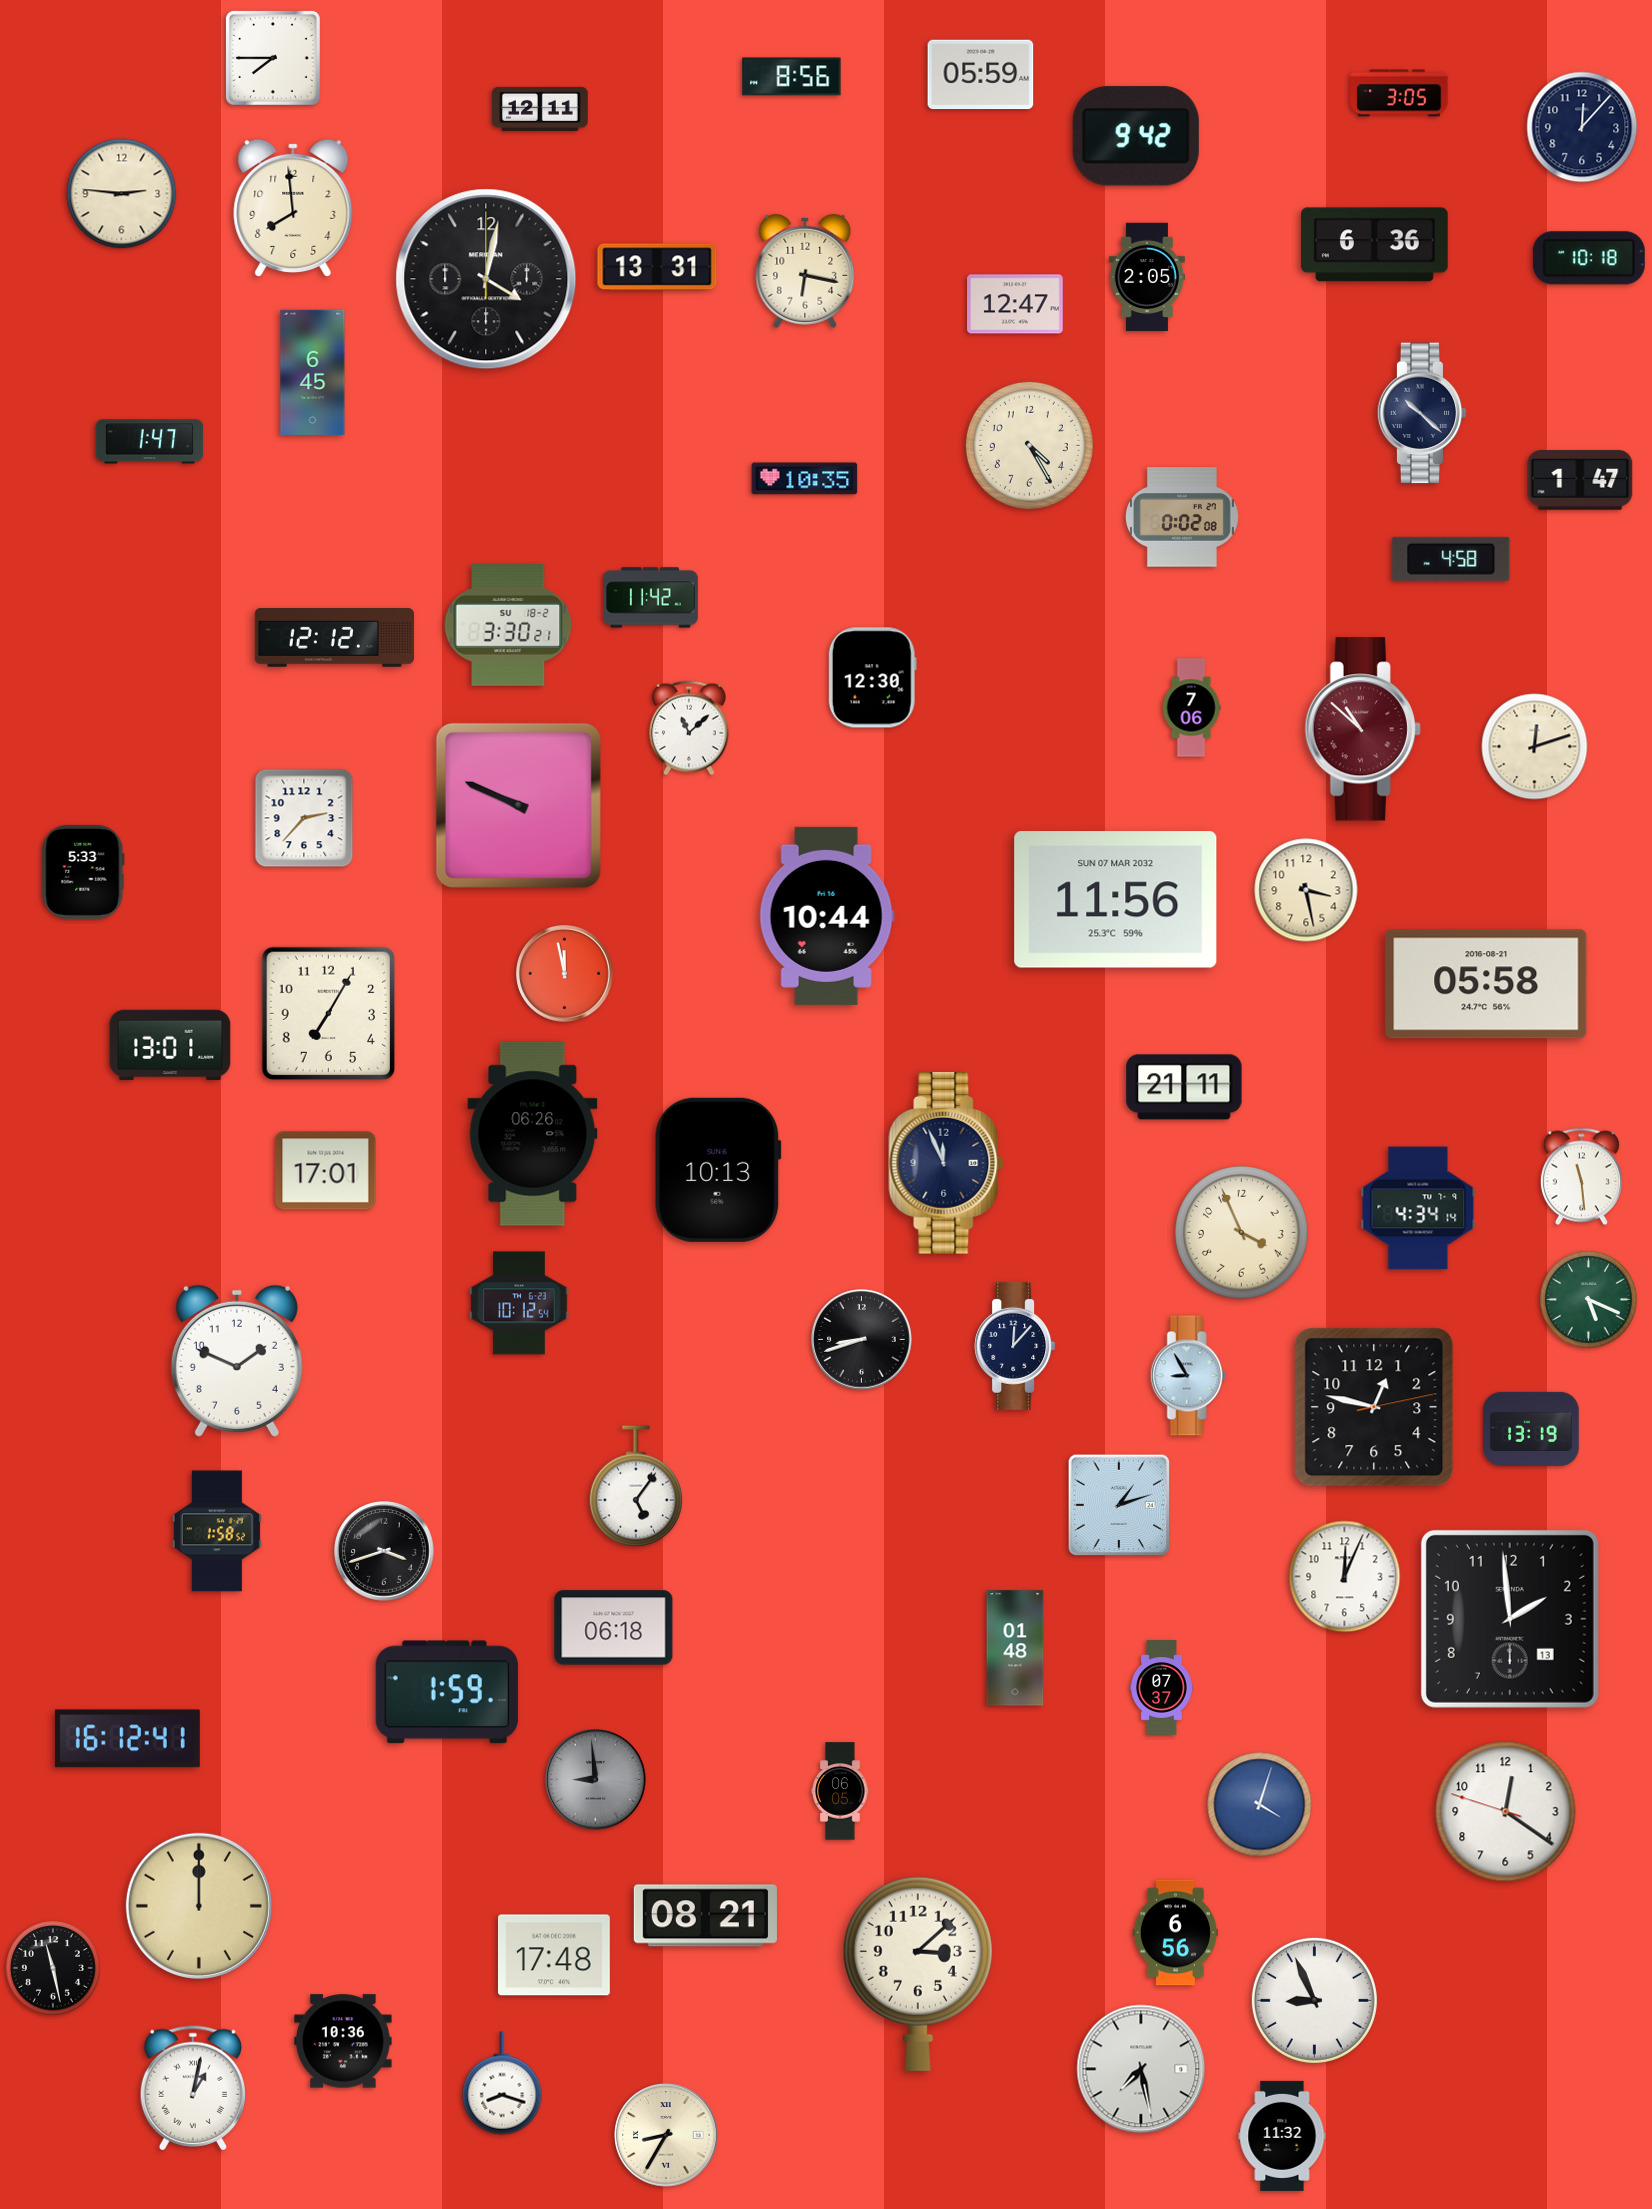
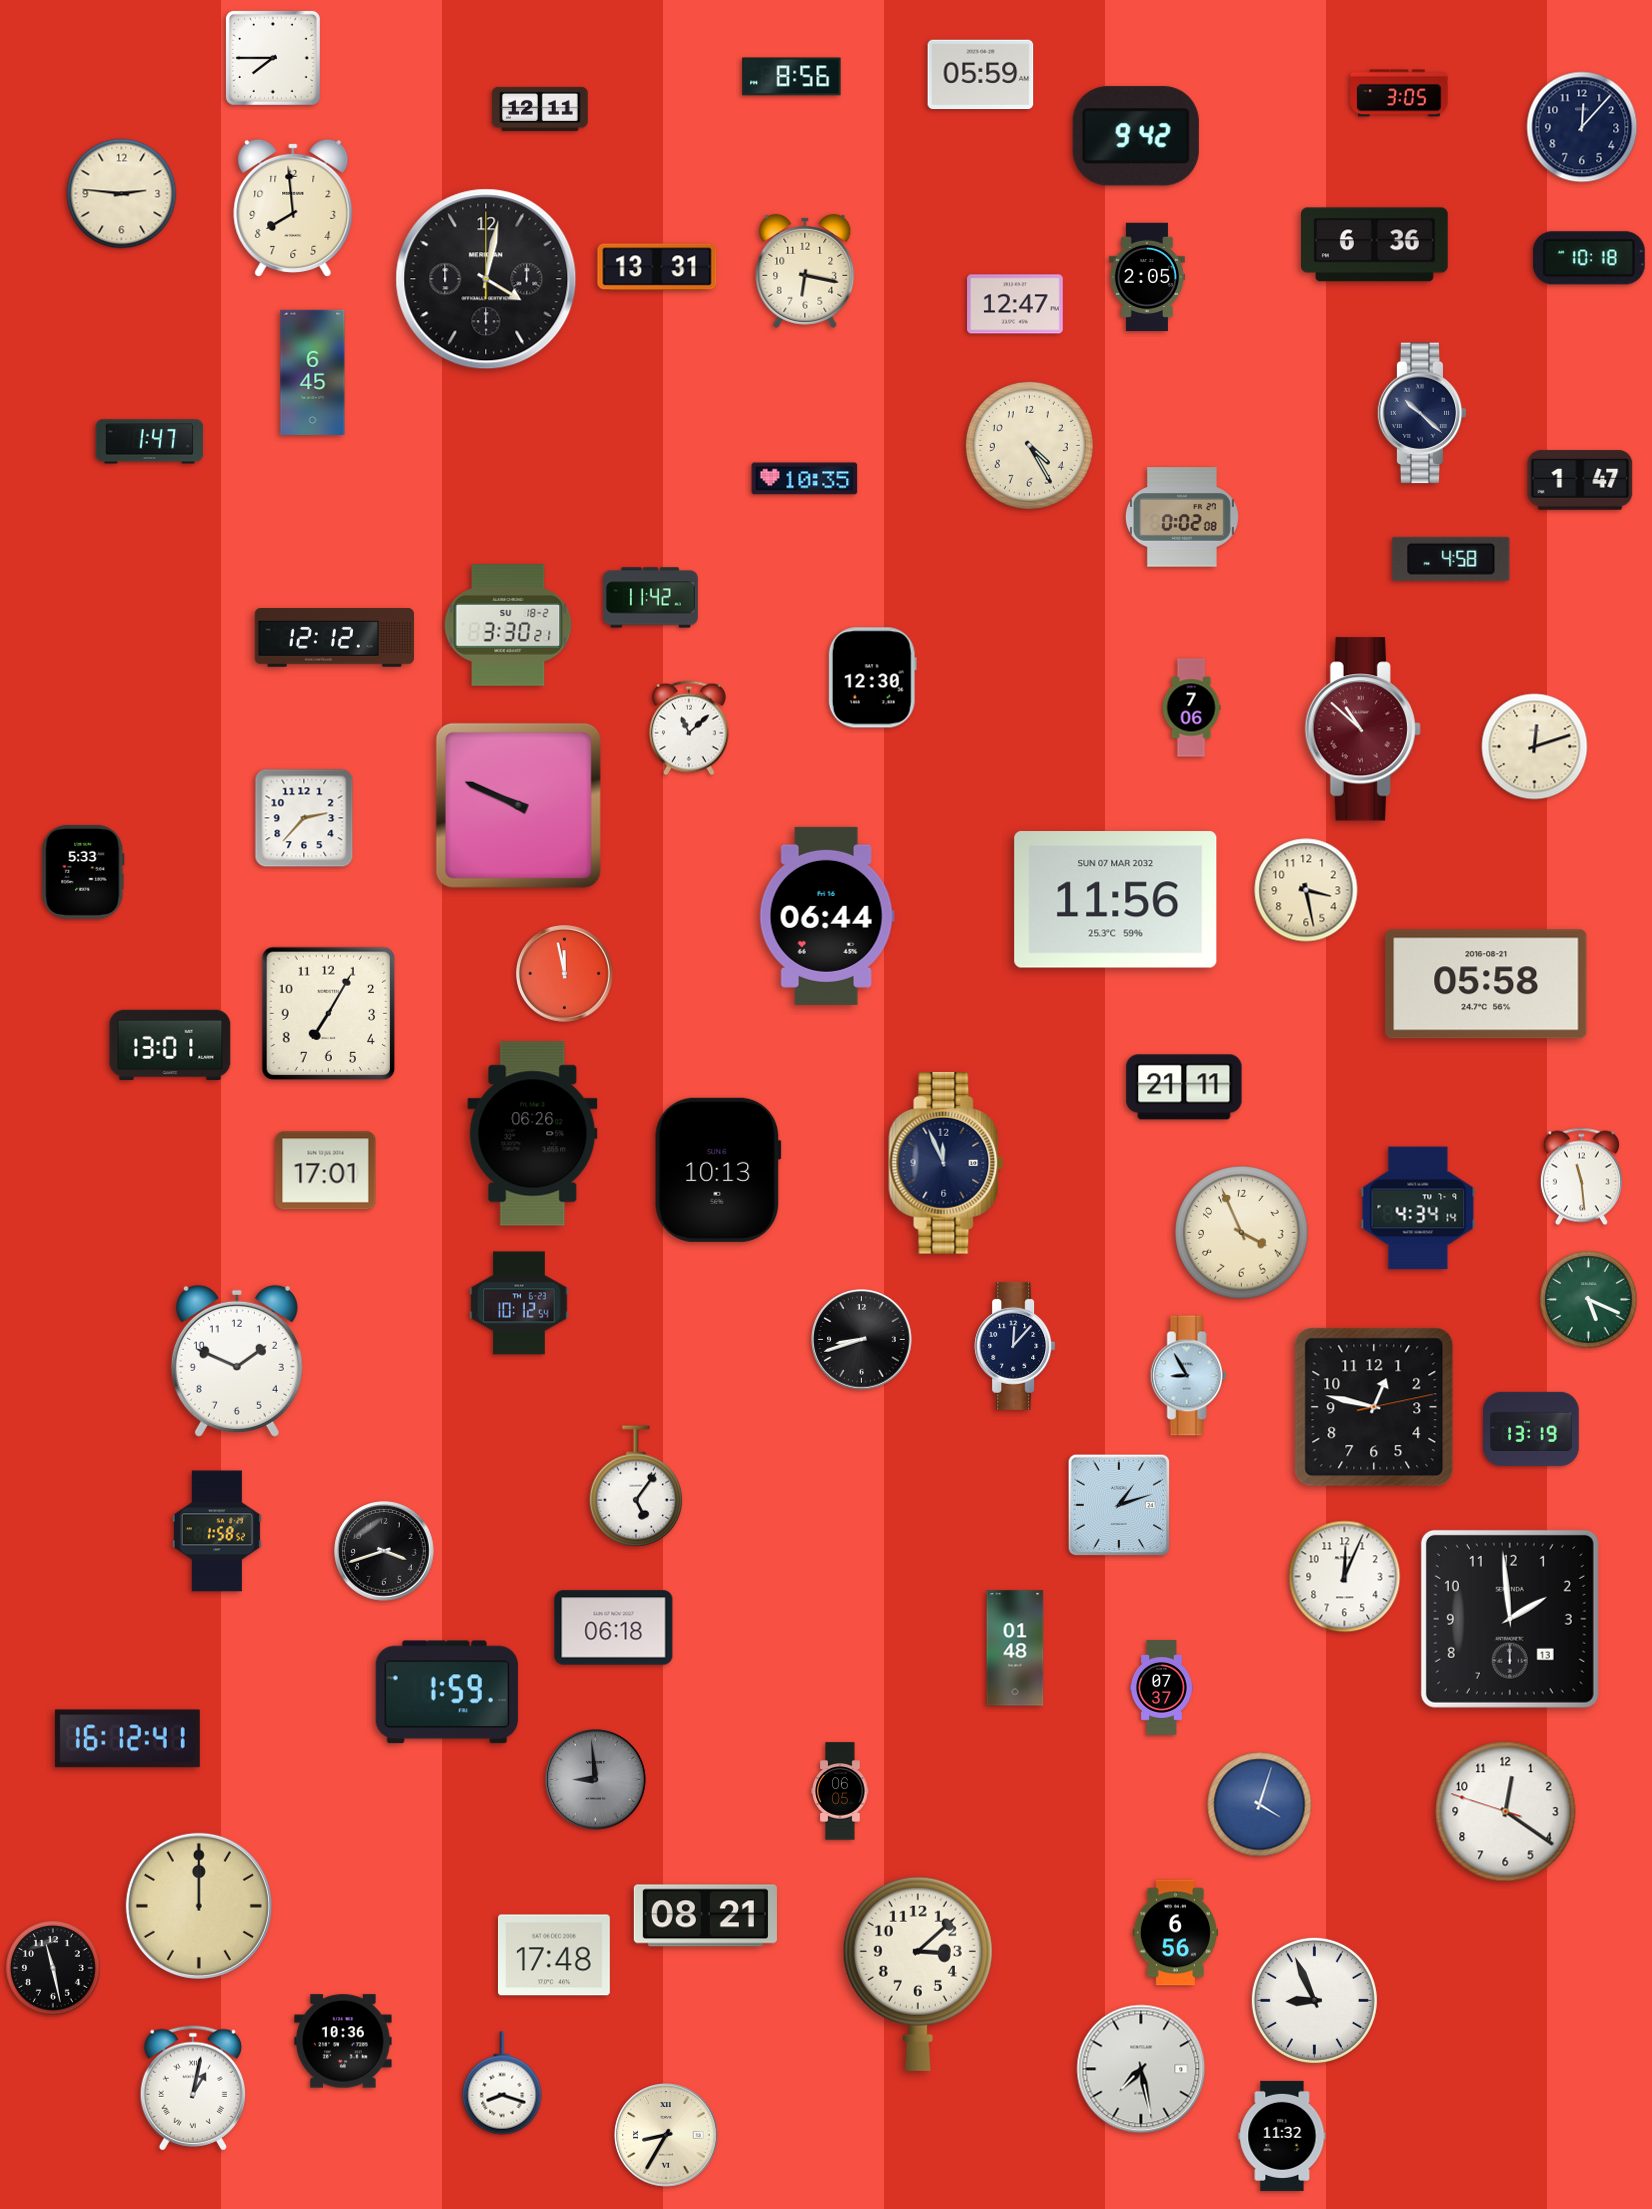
clock at (827, 916): 10:44 -> 06:44
